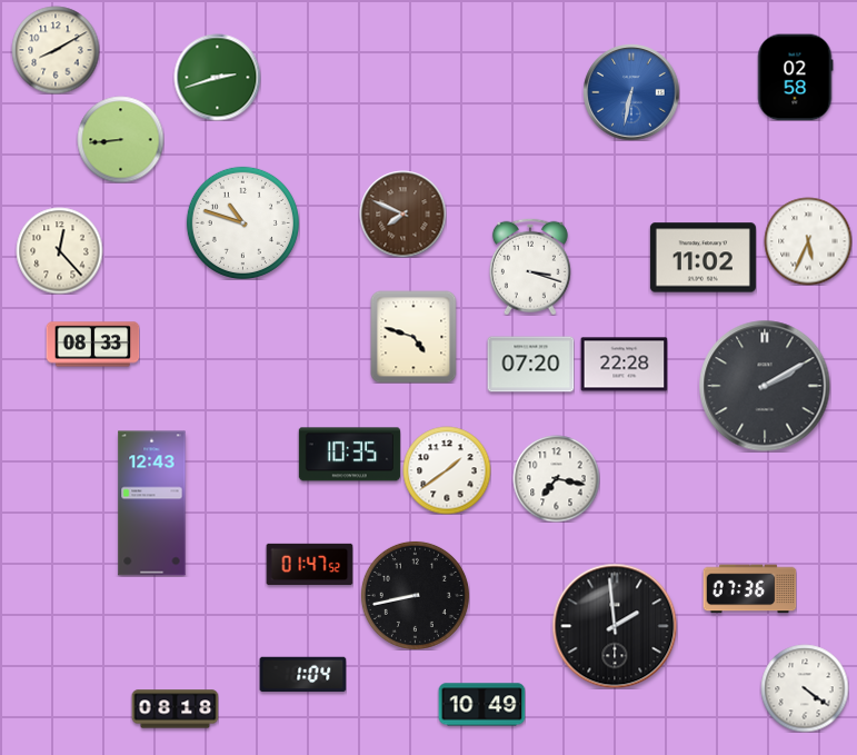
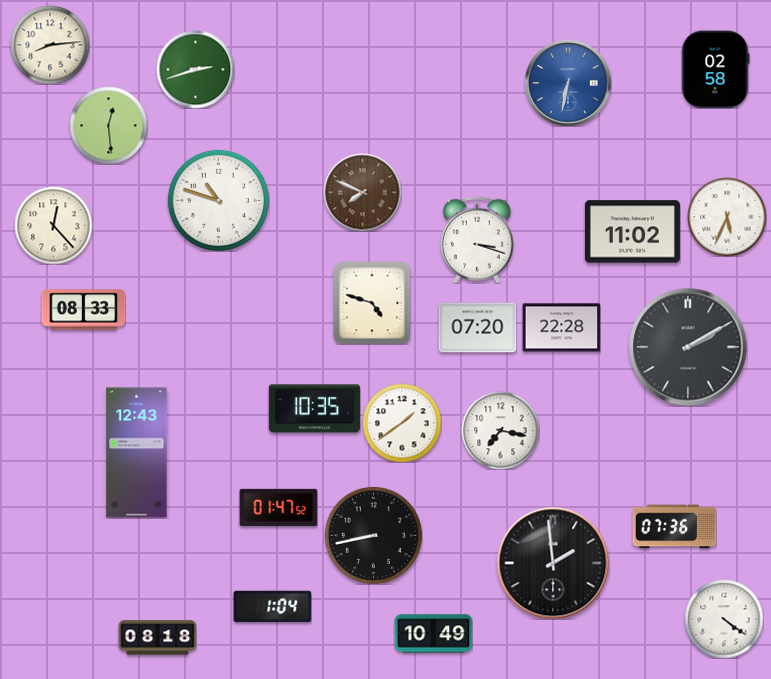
clock at (56, 50): 8:10 -> 8:14
clock at (120, 139): 8:44 -> 12:29
clock at (749, 589) position: (749, 589) -> (674, 527)
